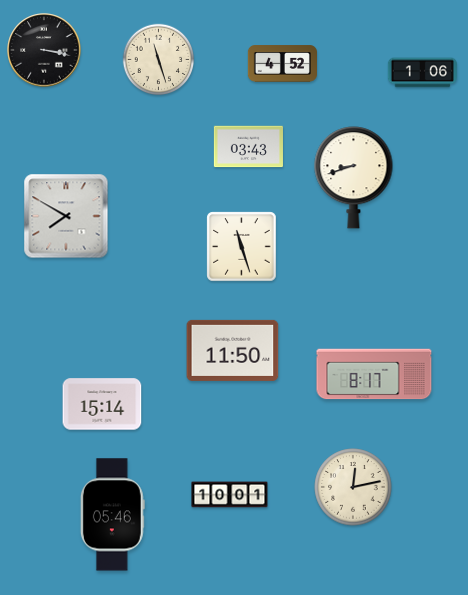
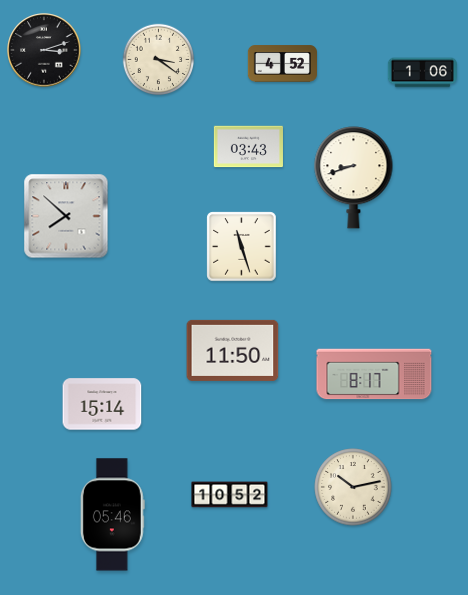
clock at (44, 50): 3:17 -> 3:12
clock at (159, 60): 11:27 -> 3:21
clock at (66, 216): 7:50 -> 7:52
clock at (353, 487): 12:13 -> 10:13
clock at (230, 495): 10:01 -> 10:52
